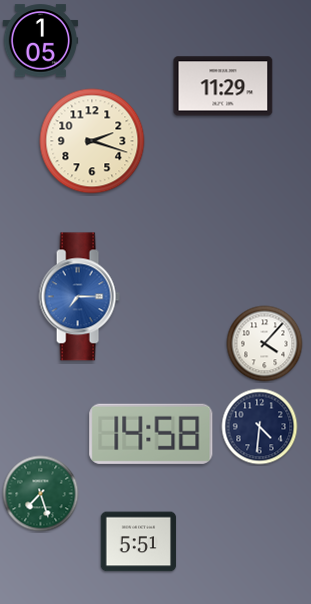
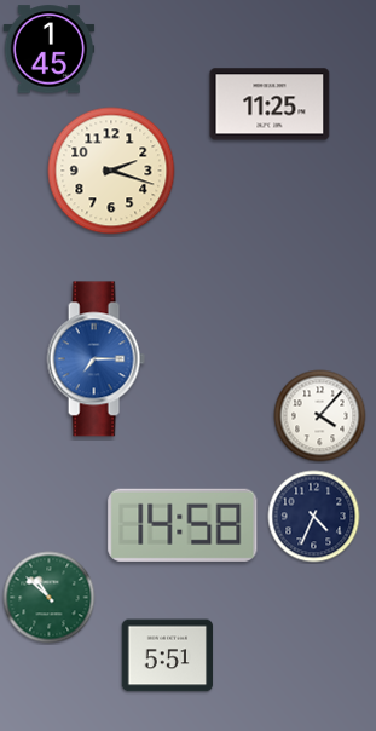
clock at (41, 41): 1:05 -> 1:45
clock at (223, 86): 11:29 -> 11:25
clock at (260, 427): 4:31 -> 4:34
clock at (41, 494): 7:27 -> 10:52
